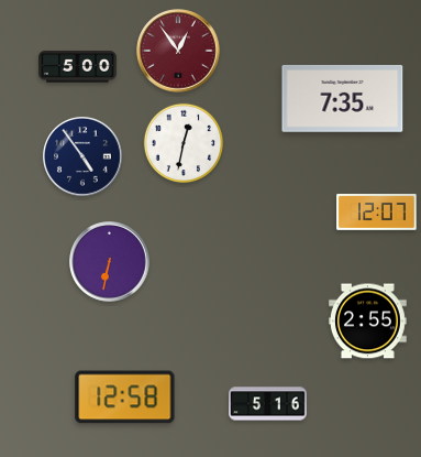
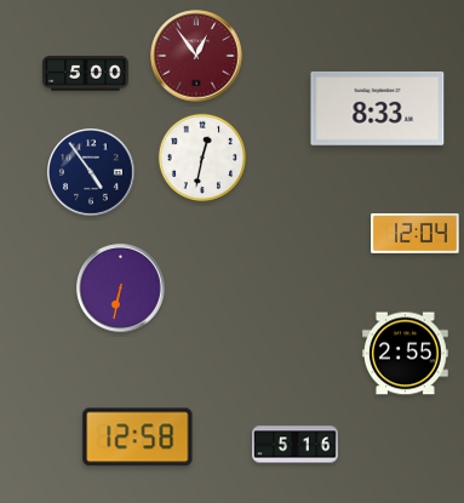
clock at (343, 99): 7:35 -> 8:33
clock at (377, 213): 12:07 -> 12:04
